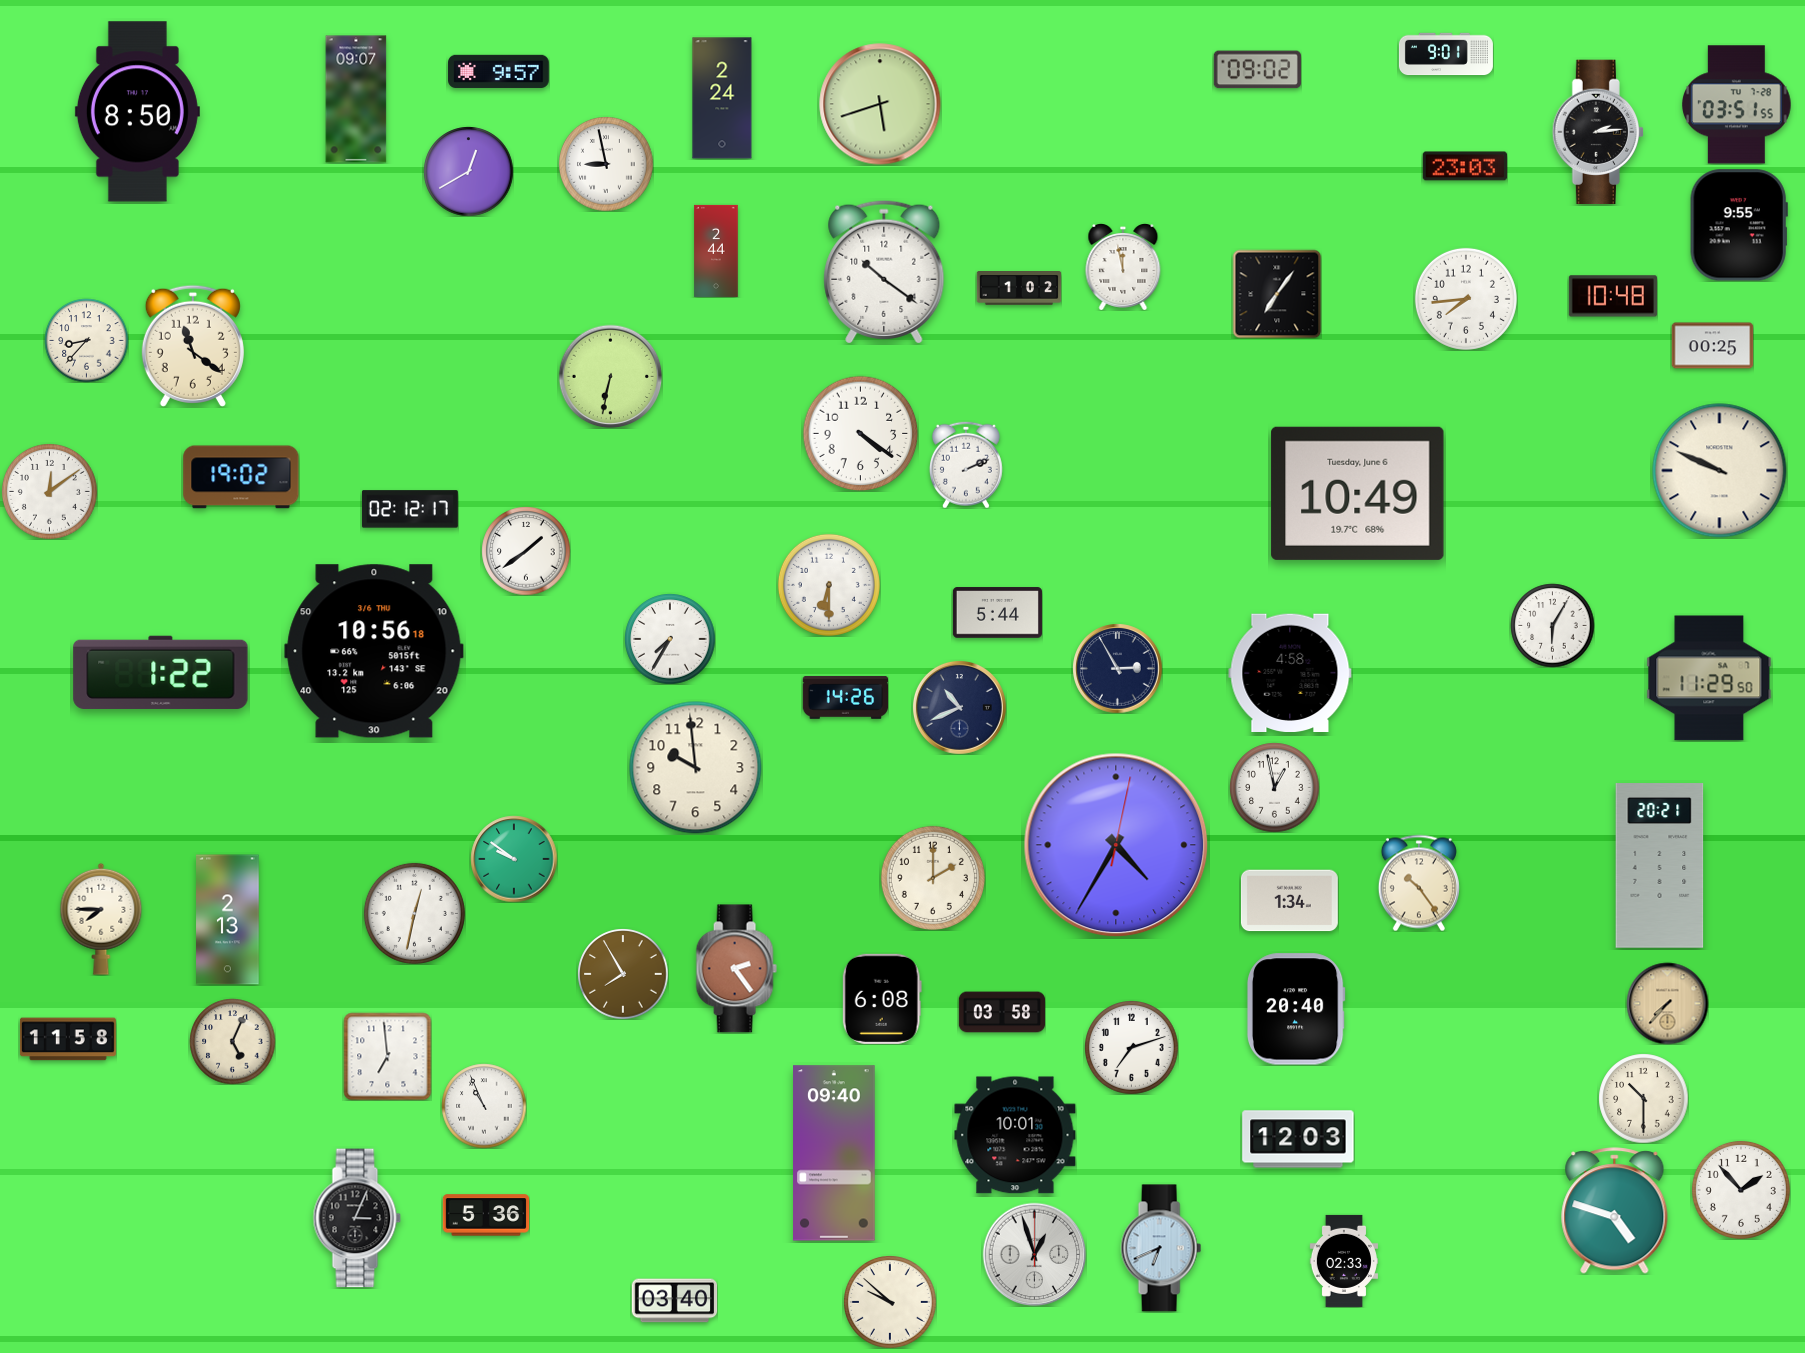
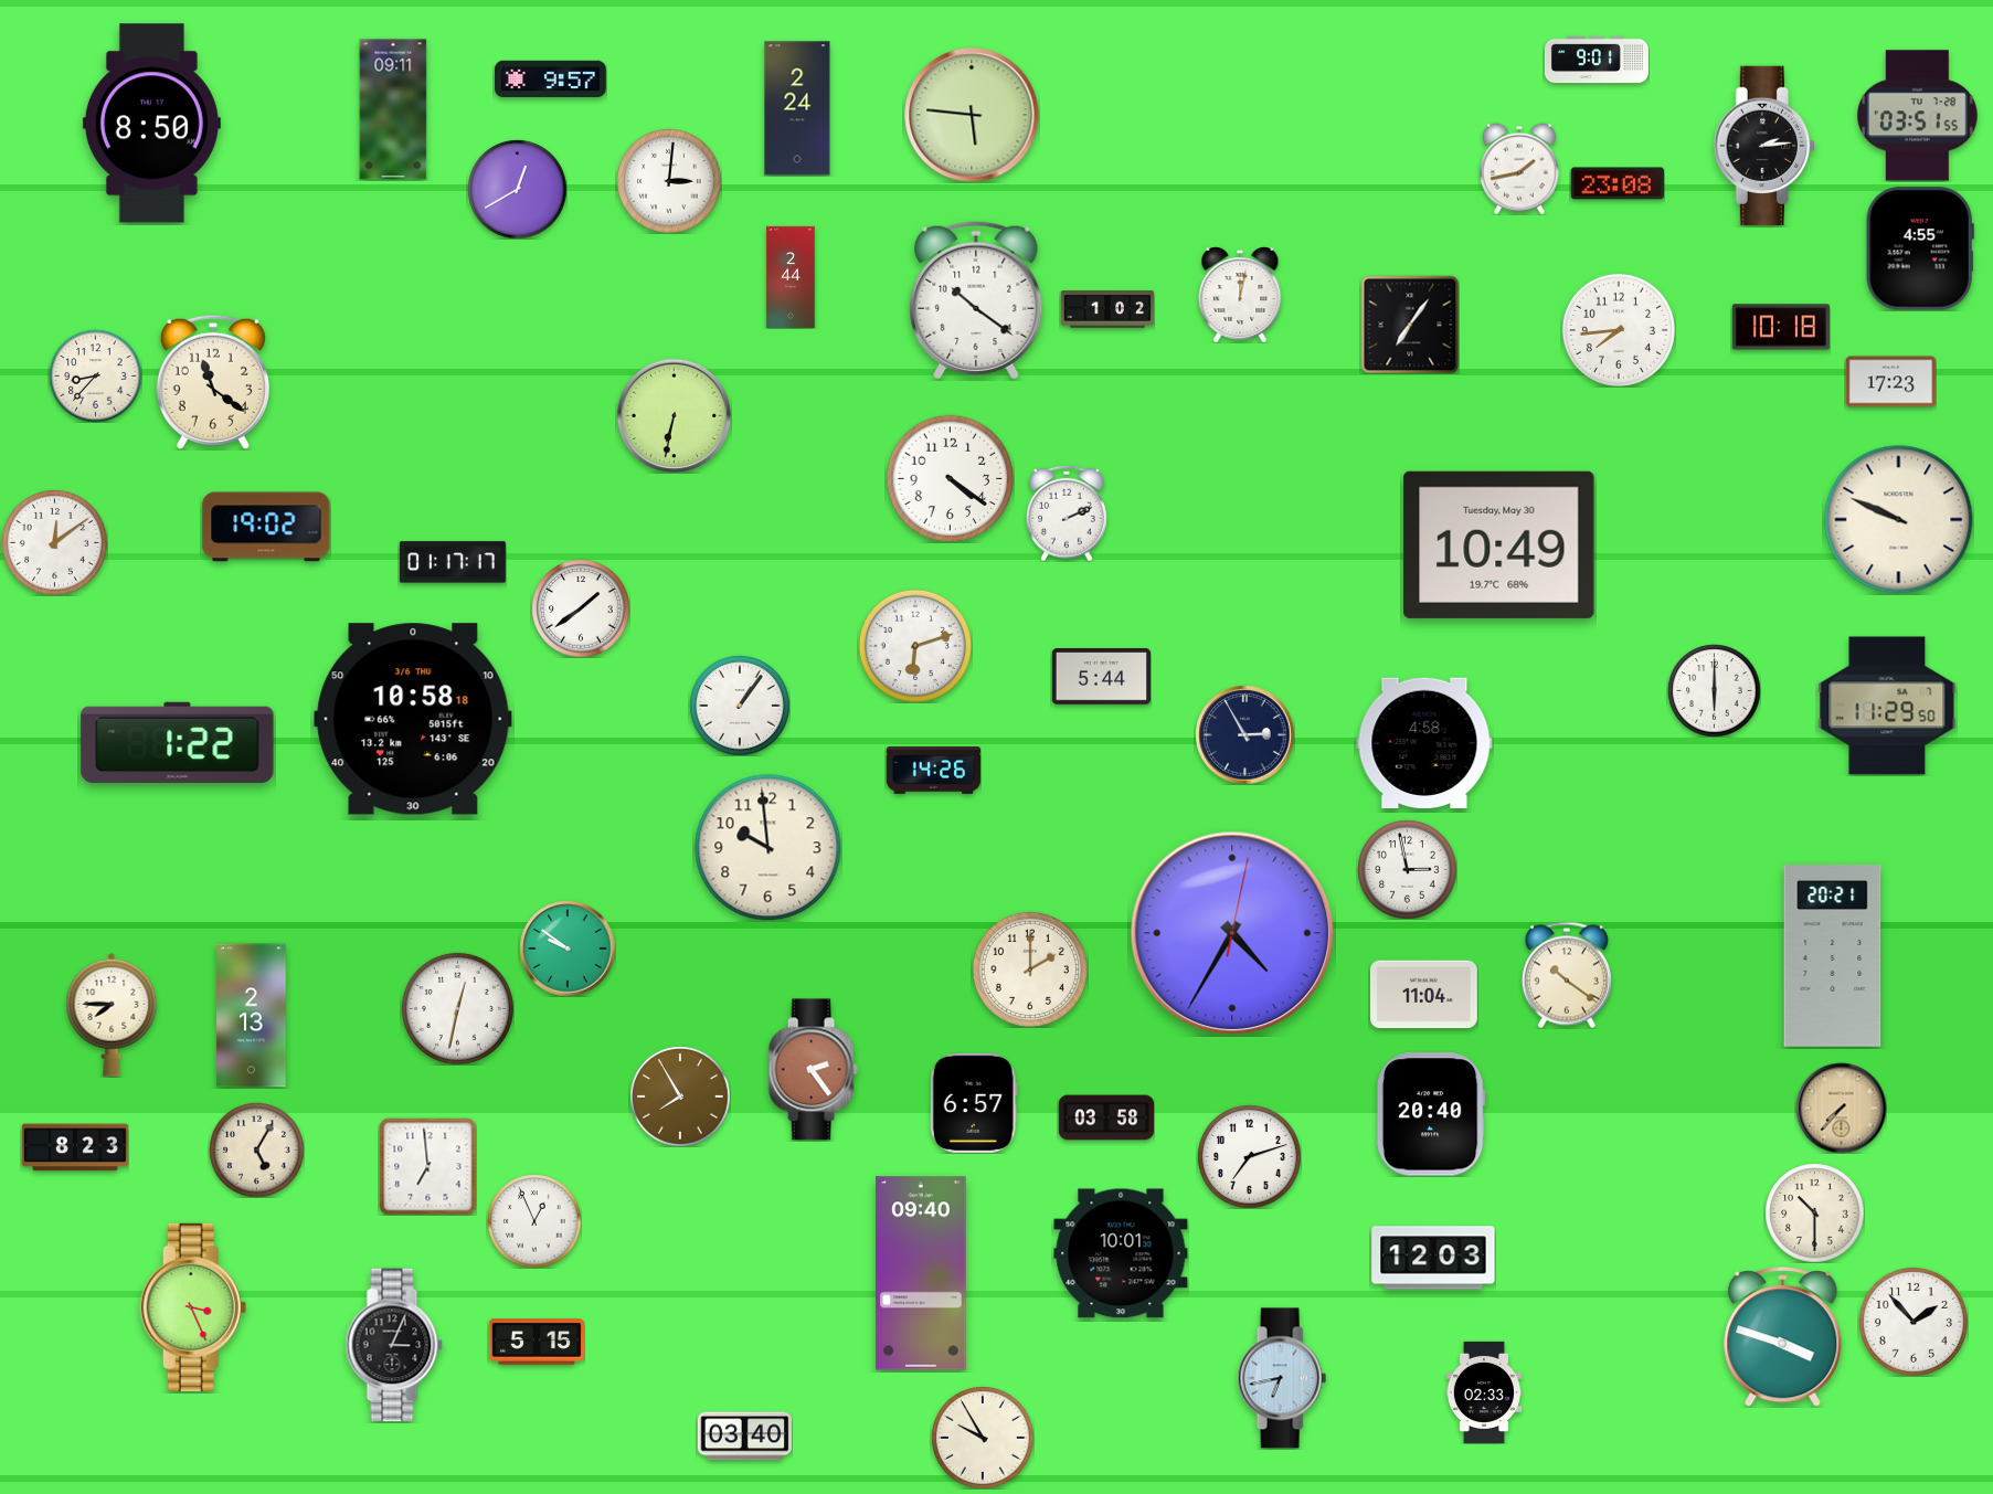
clock at (1257, 70): 09:02 -> none
clock at (356, 99): 09:07 -> 09:11
clock at (880, 104): 5:42 -> 5:46
clock at (1519, 169): none -> 1:43
clock at (606, 164): 8:58 -> 3:01
clock at (1465, 166): 23:03 -> 23:08
clock at (1739, 225): 9:55 -> 4:55
clock at (1123, 267): 11:58 -> 12:02
clock at (1019, 289) position: (1019, 289) -> (1107, 310)
clock at (1613, 296): 10:48 -> 10:18
clock at (1712, 346): 00:25 -> 17:23
clock at (1358, 493) date: Tuesday, June 6 -> Tuesday, May 30
clock at (410, 509): 02:12 -> 01:17
clock at (829, 585): 6:30 -> 6:12
clock at (1552, 625): 6:05 -> 6:00
clock at (670, 639): 7:35 -> 1:06
clock at (374, 651): 10:56 -> 10:58
clock at (1117, 668) position: (1117, 668) -> (1244, 734)
clock at (1709, 678) position: (1709, 678) -> (1887, 706)
clock at (959, 707): 10:41 -> none
clock at (1274, 787): 12:58 -> 2:58
clock at (1419, 883): 10:24 -> 10:21
clock at (1289, 901): 1:34 -> 11:04
clock at (623, 974) position: (623, 974) -> (680, 1096)
clock at (882, 999): 6:08 -> 6:57
clock at (68, 1039): 11:58 -> 8:23
clock at (232, 1041): 5:04 -> 5:05
clock at (484, 1106): 10:56 -> 12:56
clock at (193, 1307): none -> 3:26
clock at (1741, 1190) position: (1741, 1190) -> (1914, 1322)
clock at (1615, 1211): 4:48 -> 3:48
clock at (486, 1215): 5:36 -> 5:15
clock at (1161, 1248): 6:41 -> 6:43
clock at (1034, 1254): 12:57 -> none
clock at (890, 1302): 9:52 -> 9:55
